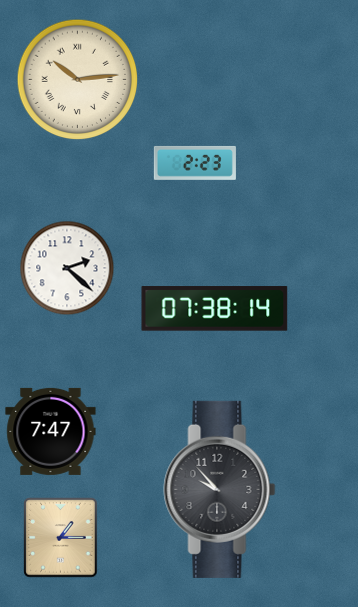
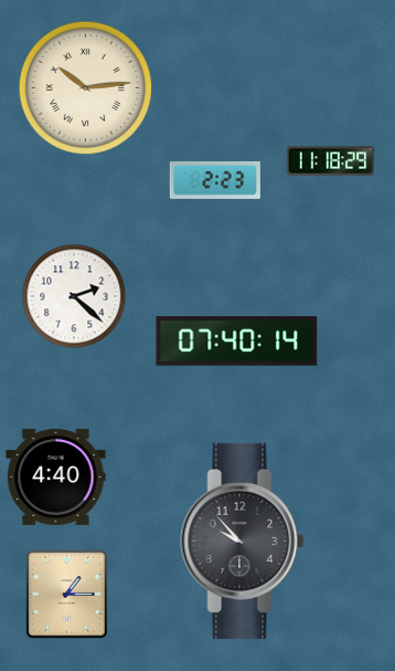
clock at (331, 161): none -> 11:18
clock at (215, 309): 07:38 -> 07:40
clock at (51, 431): 7:47 -> 4:40
